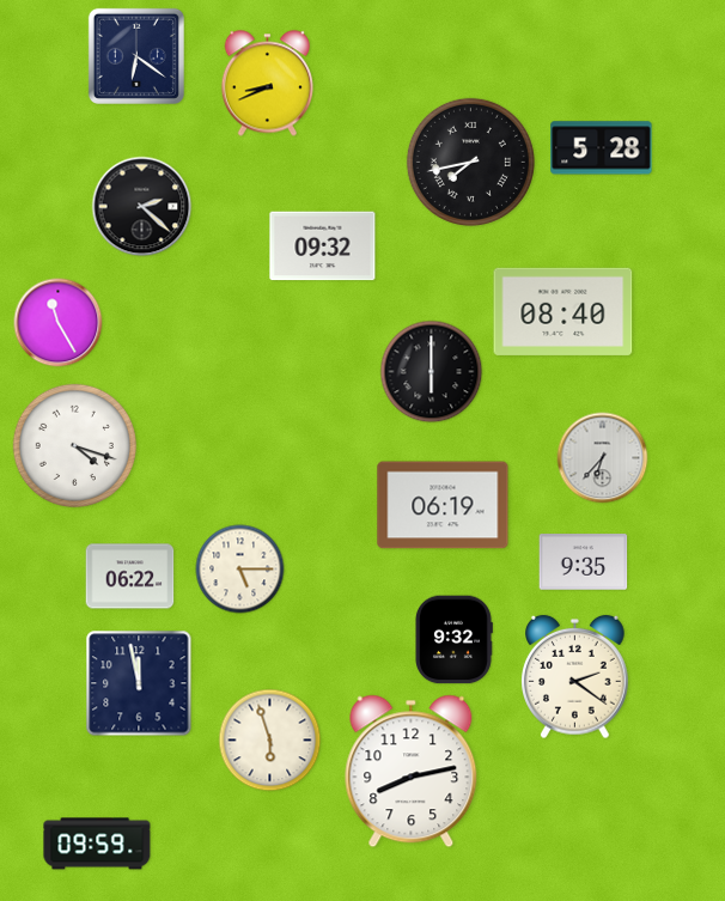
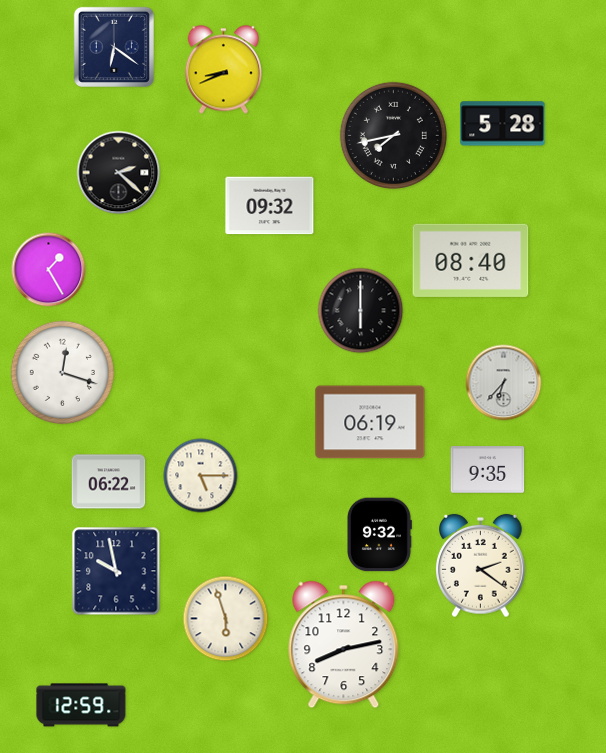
clock at (59, 323): 11:25 -> 1:25
clock at (74, 445): 4:18 -> 12:18
clock at (139, 683): 11:58 -> 9:58
clock at (97, 844): 09:59 -> 12:59
